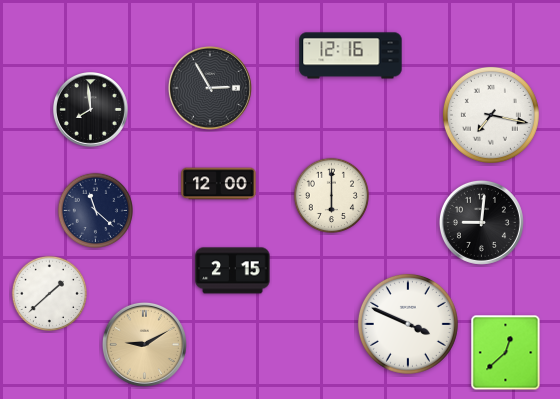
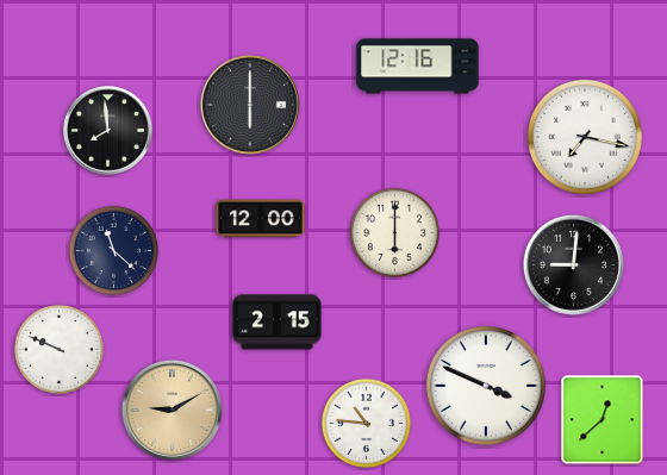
clock at (210, 88): 2:55 -> 6:00
clock at (49, 293): 1:38 -> 9:49
clock at (366, 423): none -> 10:46
